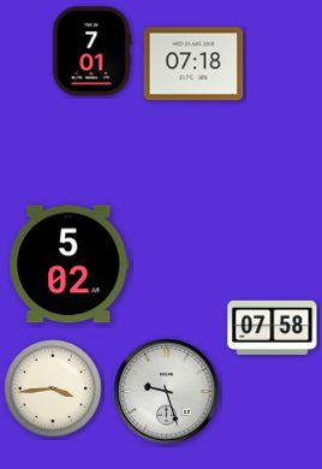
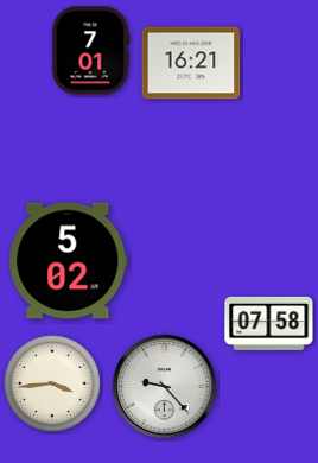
clock at (193, 64): 07:18 -> 16:21
clock at (167, 392): 9:27 -> 9:23
